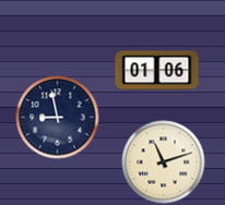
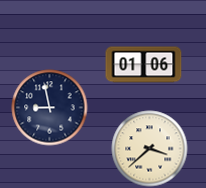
clock at (58, 118) position: (58, 118) -> (50, 108)
clock at (164, 162): 11:12 -> 3:38
